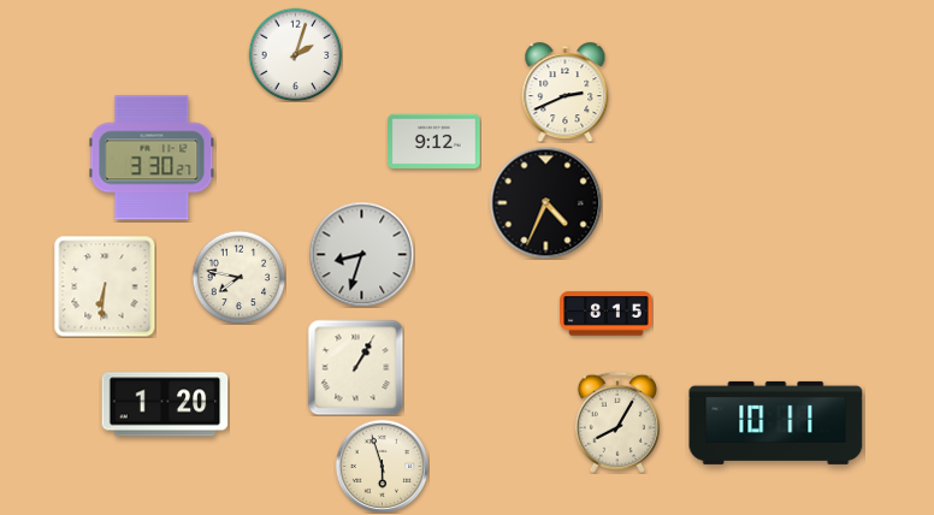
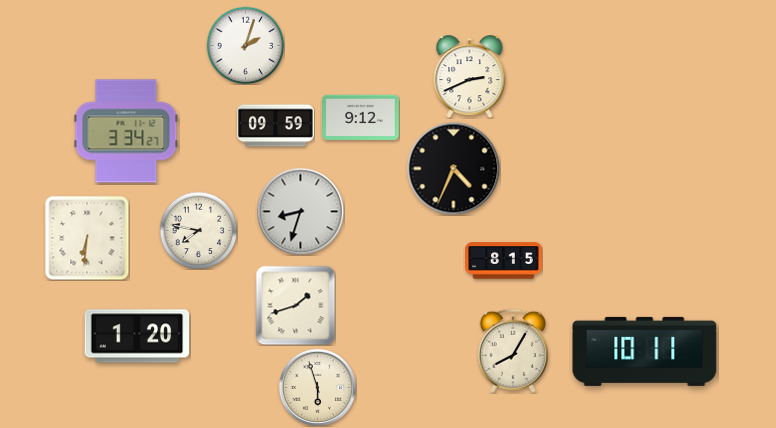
clock at (276, 126): none -> 09:59
clock at (152, 158): 3:30 -> 3:34
clock at (355, 367): 1:05 -> 1:42
